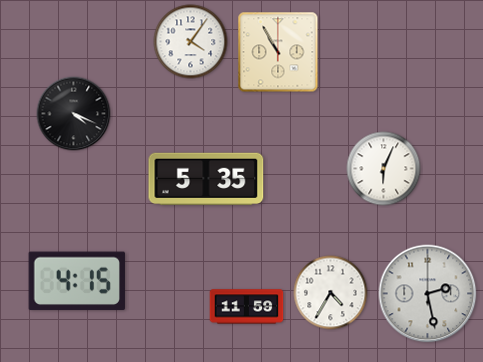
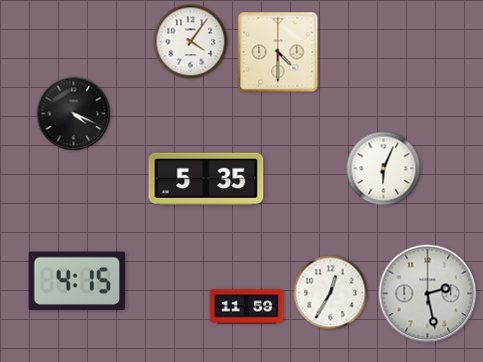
clock at (278, 52): 10:55 -> 4:30
clock at (331, 293): 4:35 -> 12:35
